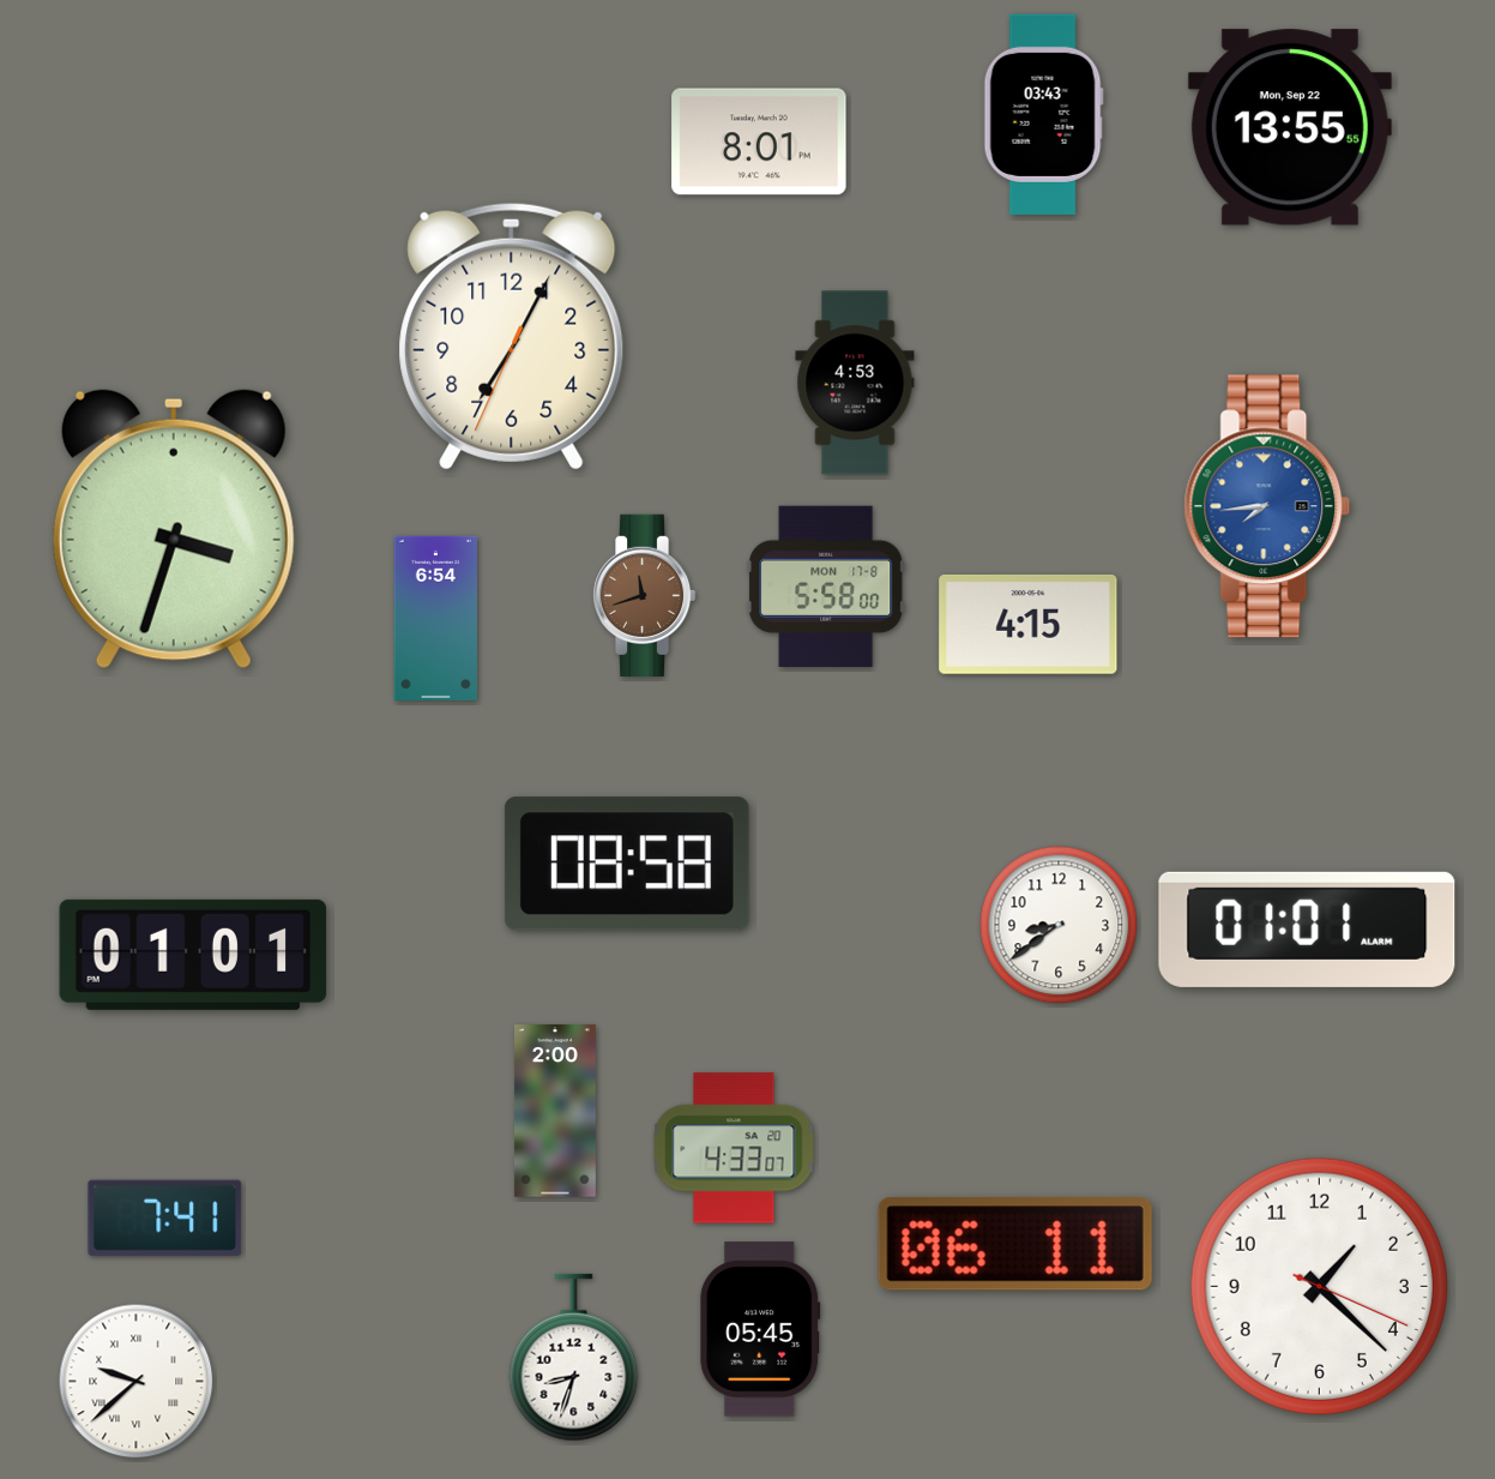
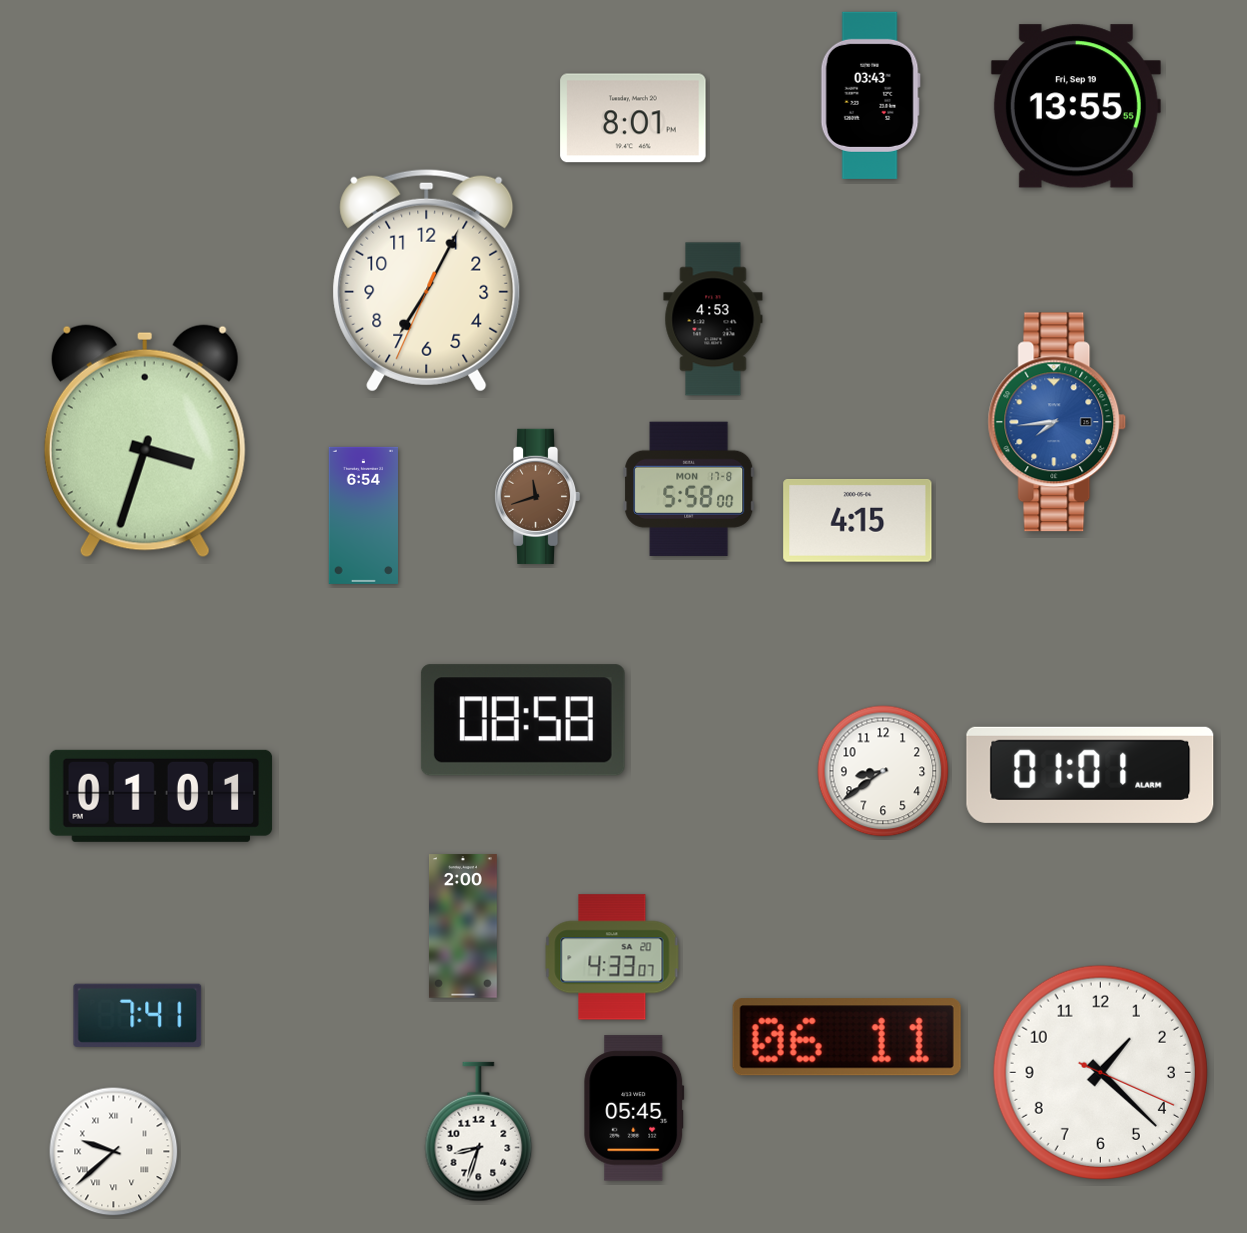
clock at (1290, 127) date: Mon, Sep 22 -> Fri, Sep 19
